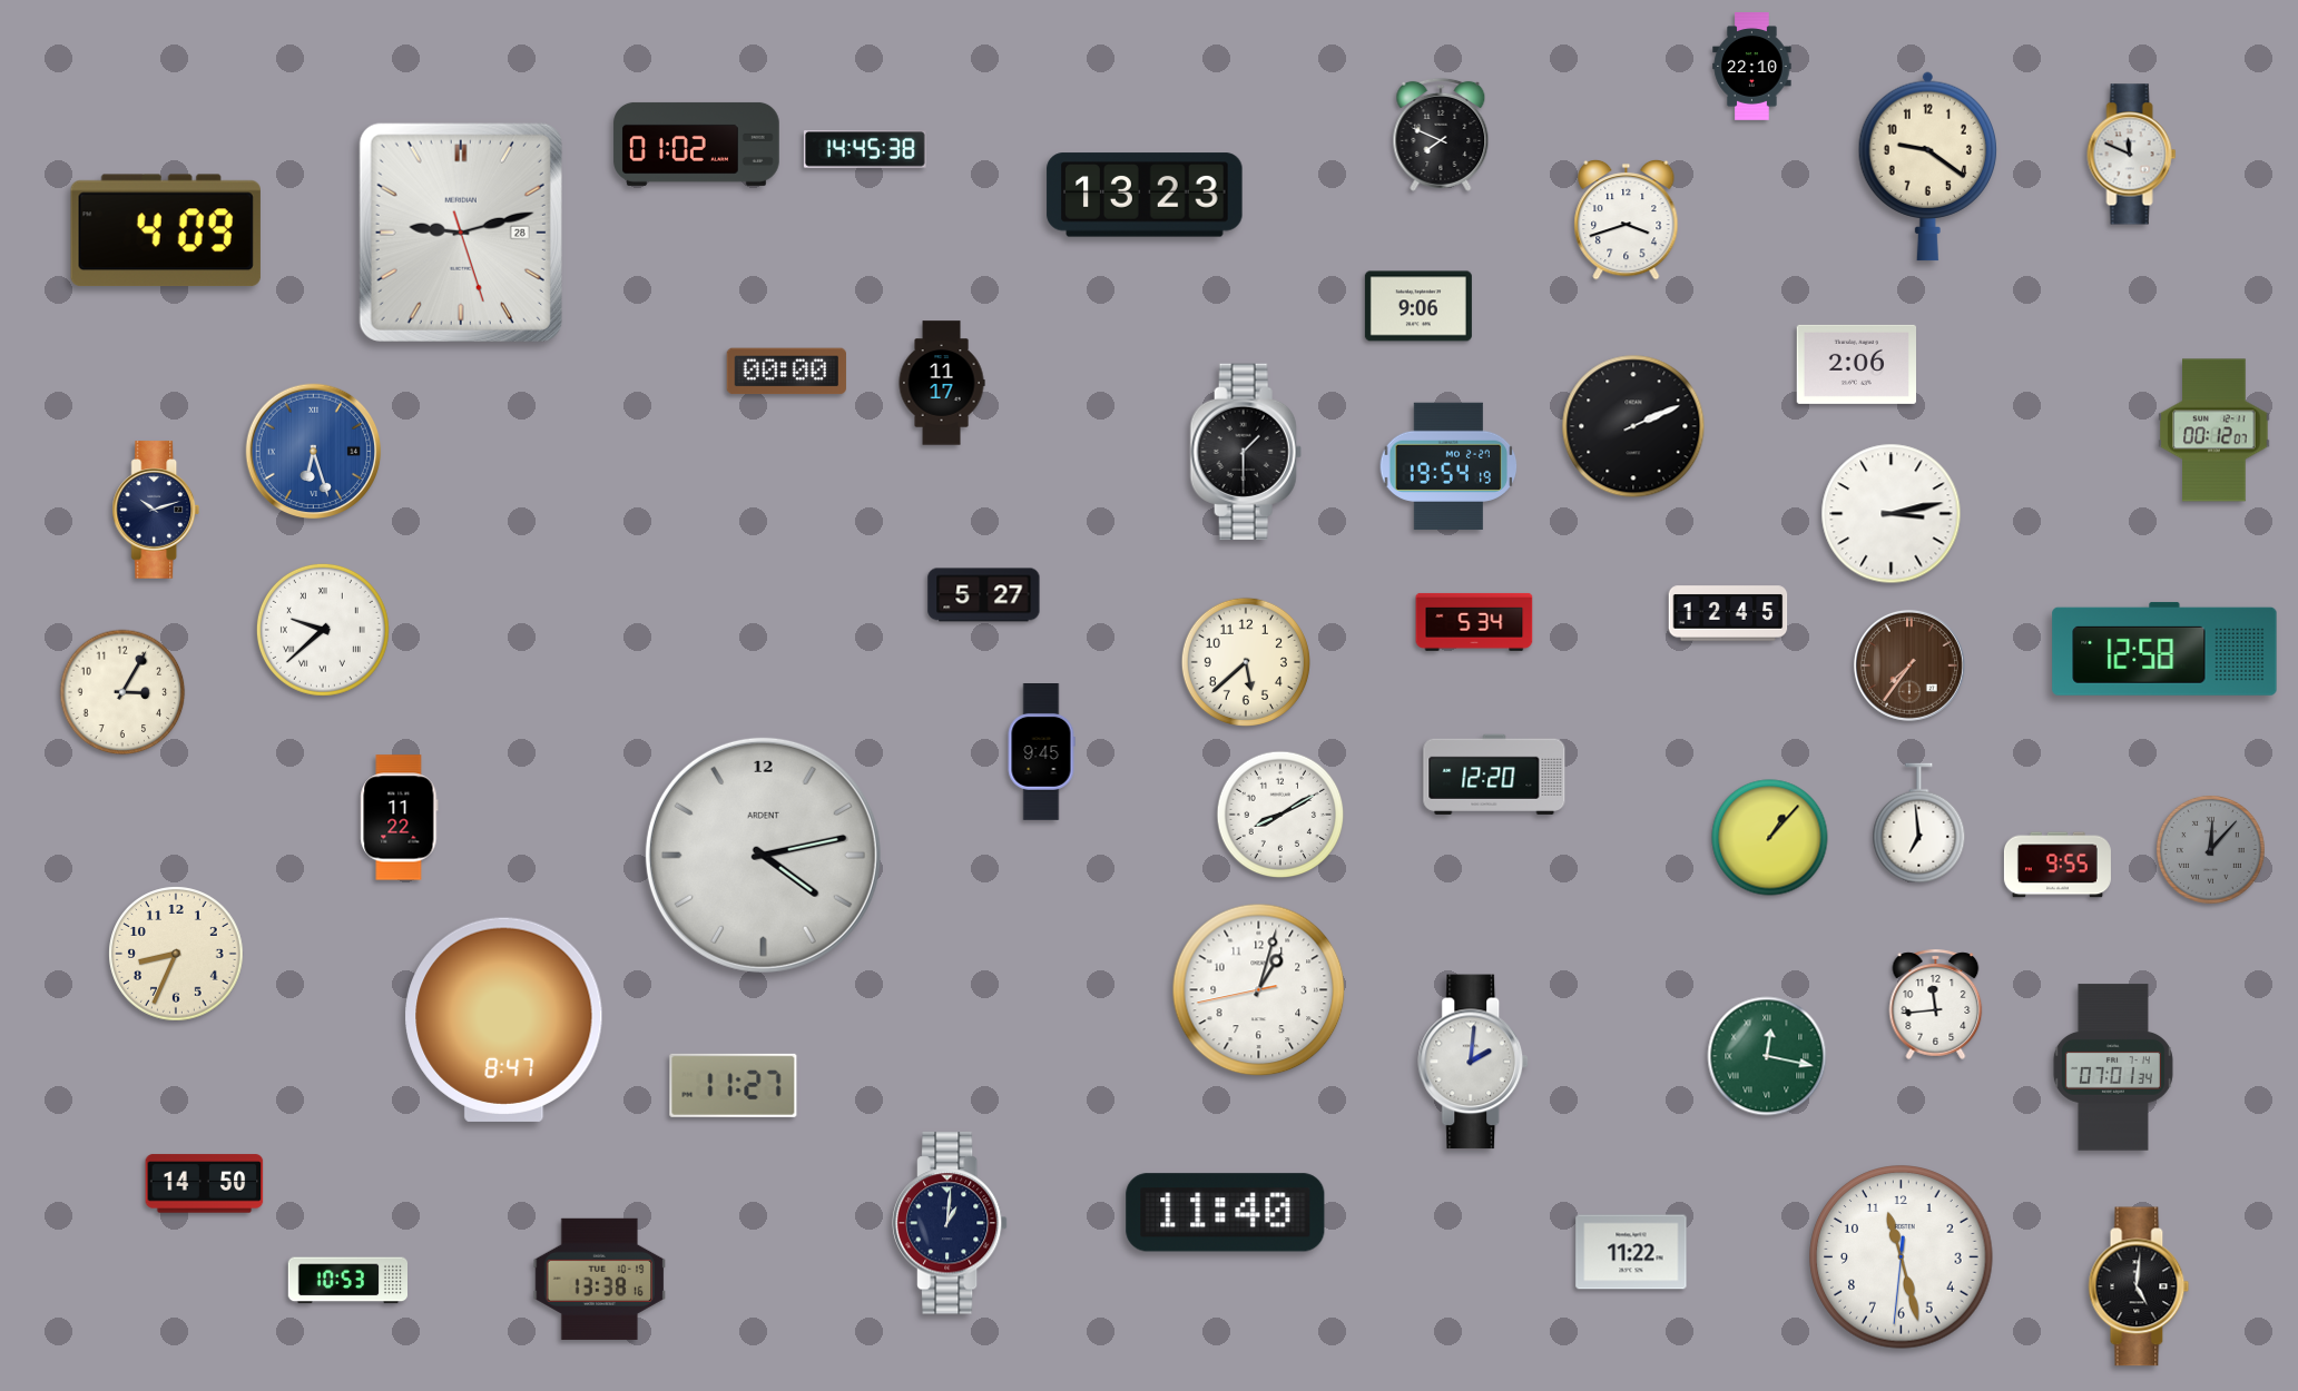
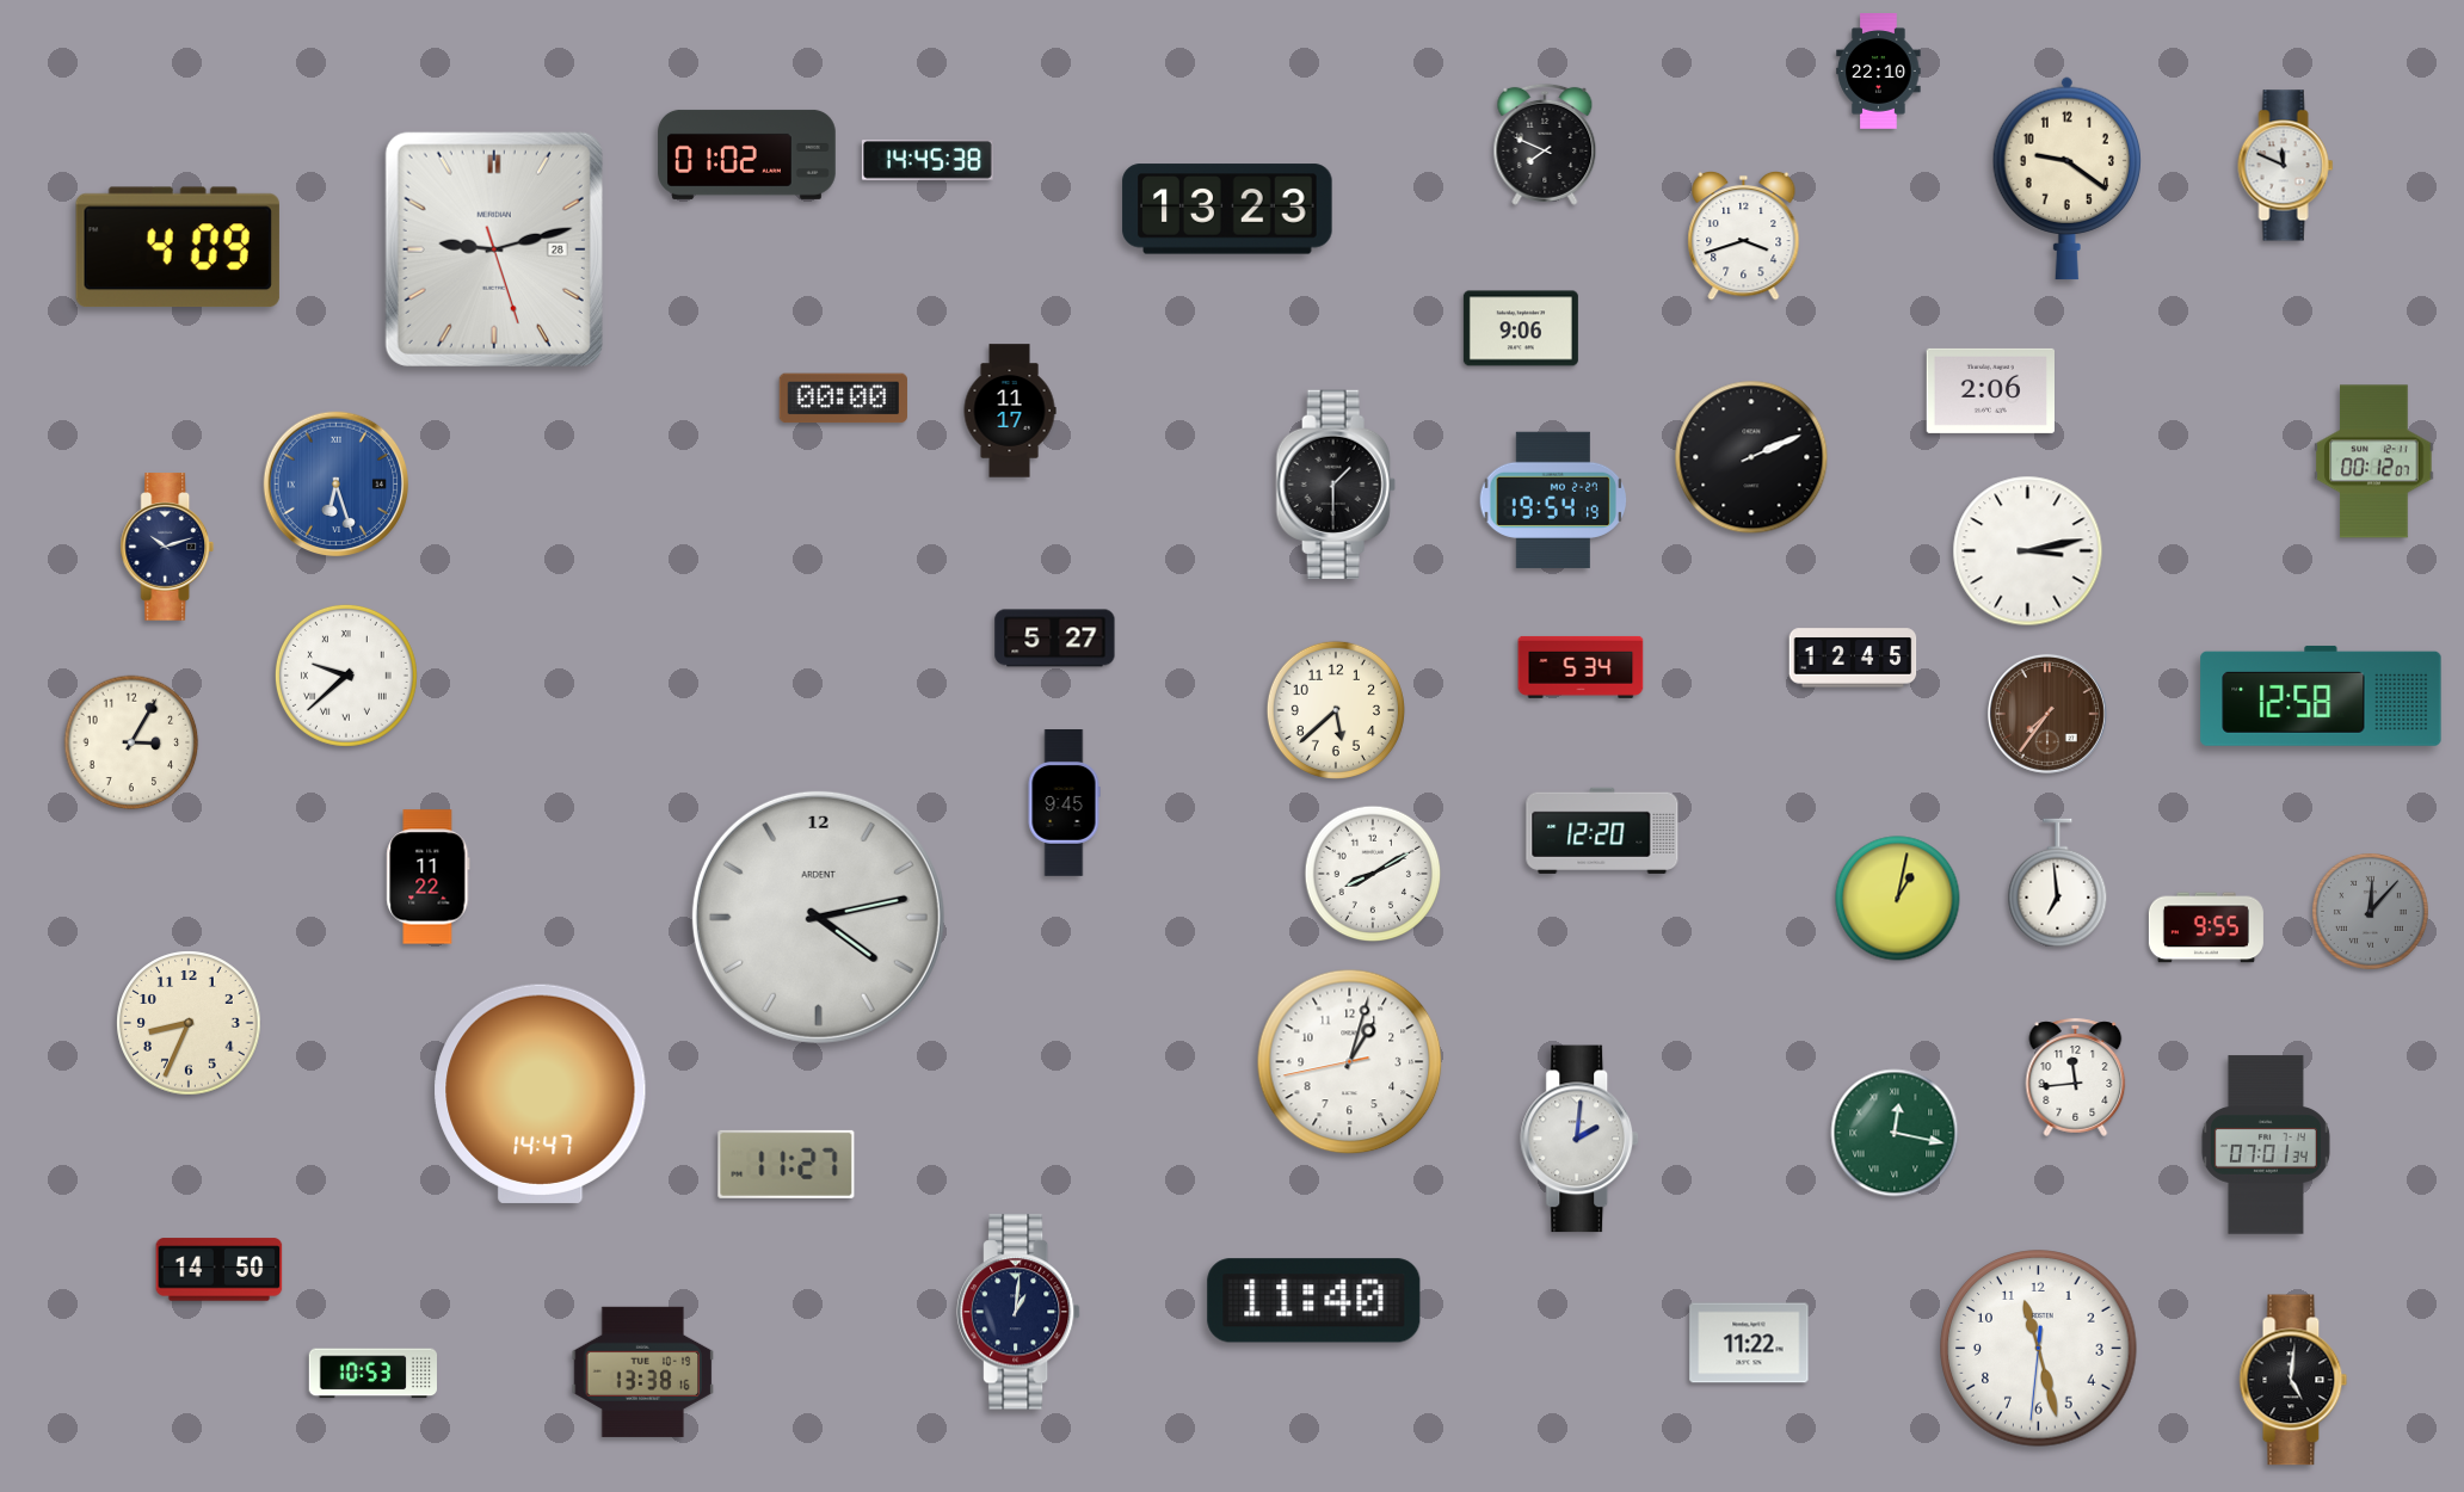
clock at (1041, 752) position: (1041, 752) -> (1064, 803)
clock at (1770, 838): 1:07 -> 1:02
clock at (504, 1019): 8:47 -> 14:47
